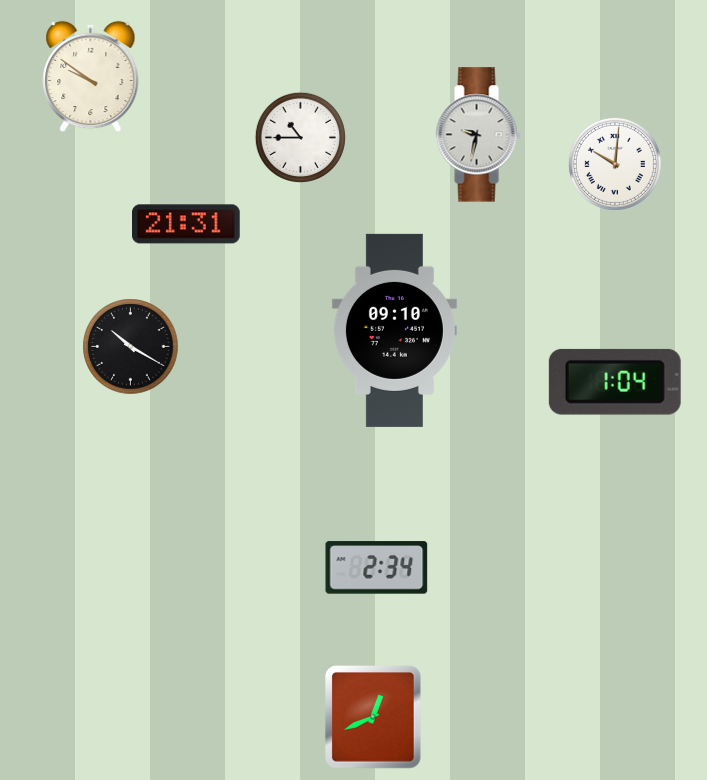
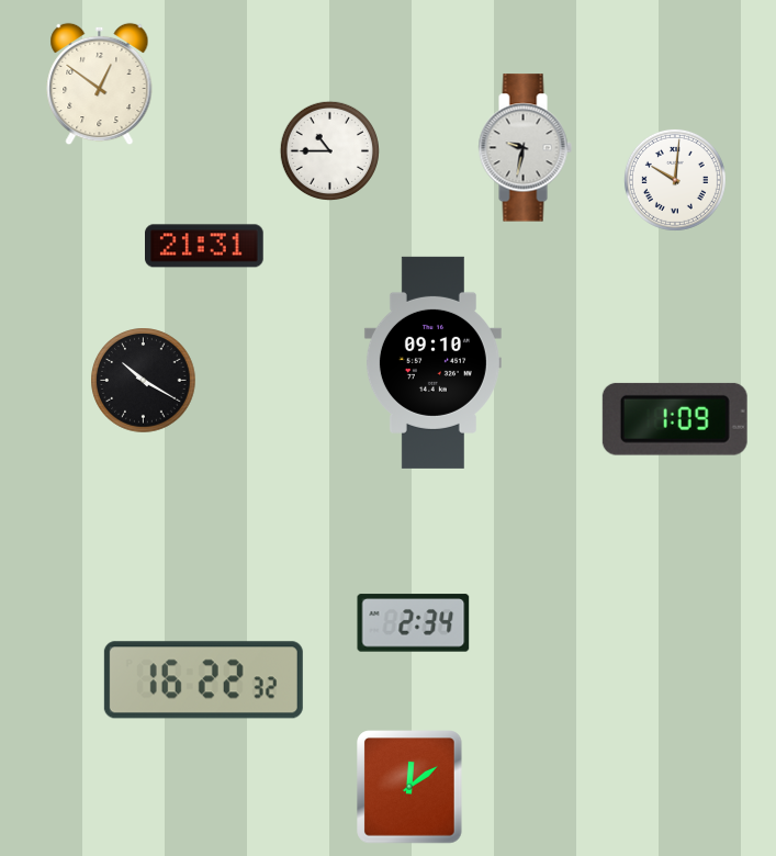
clock at (91, 77): 9:51 -> 12:51
clock at (615, 382): 1:04 -> 1:09
clock at (203, 680): none -> 16:22
clock at (373, 717): 12:41 -> 12:09
